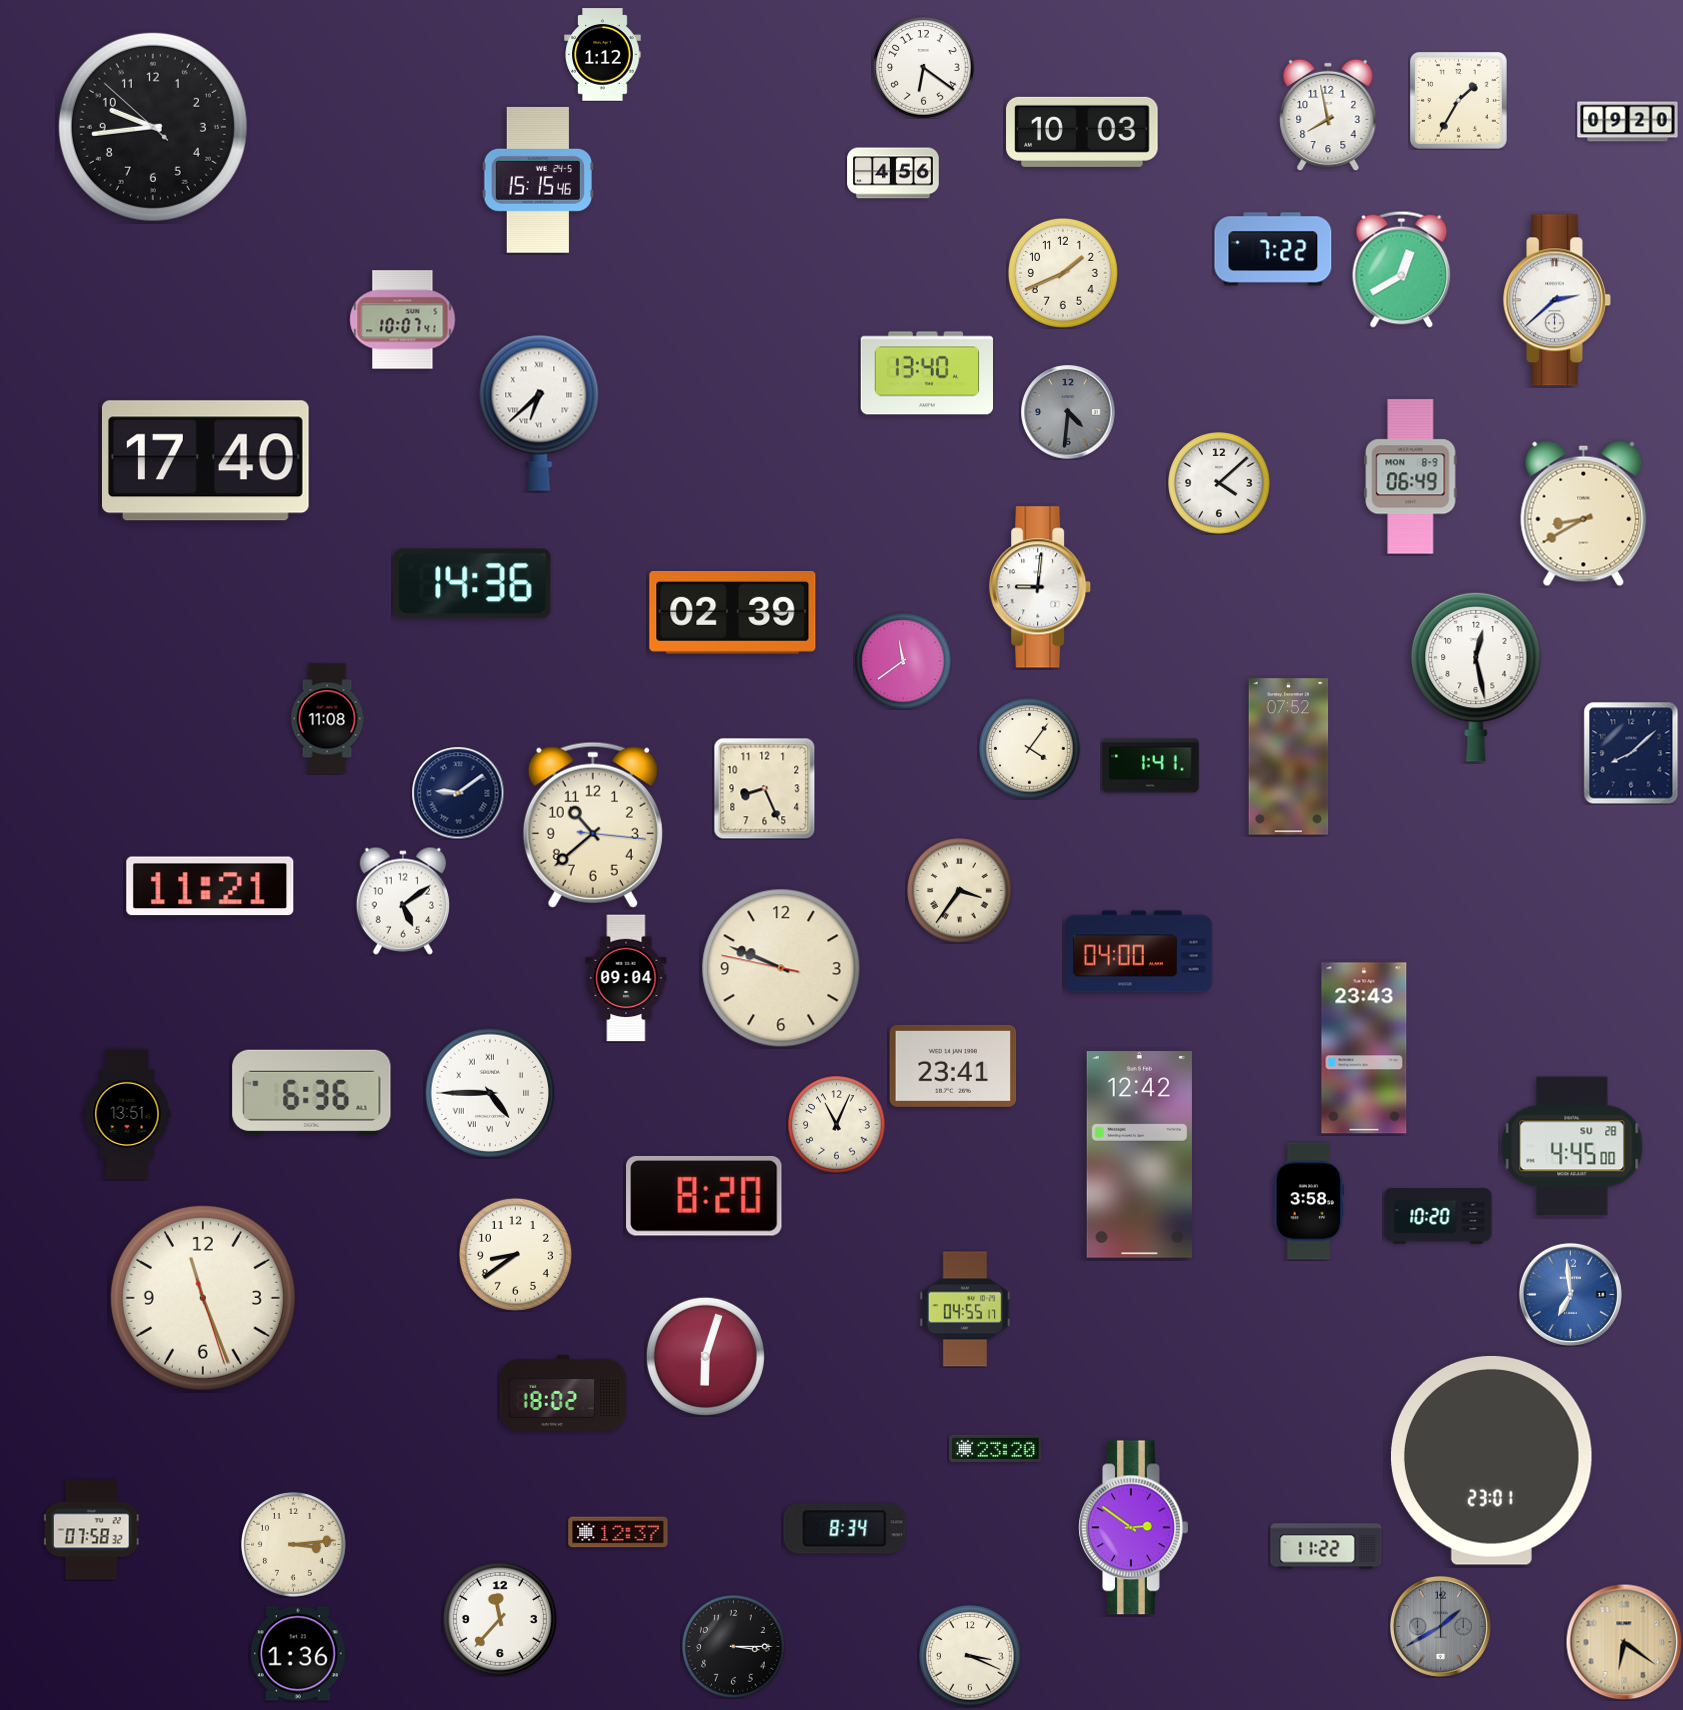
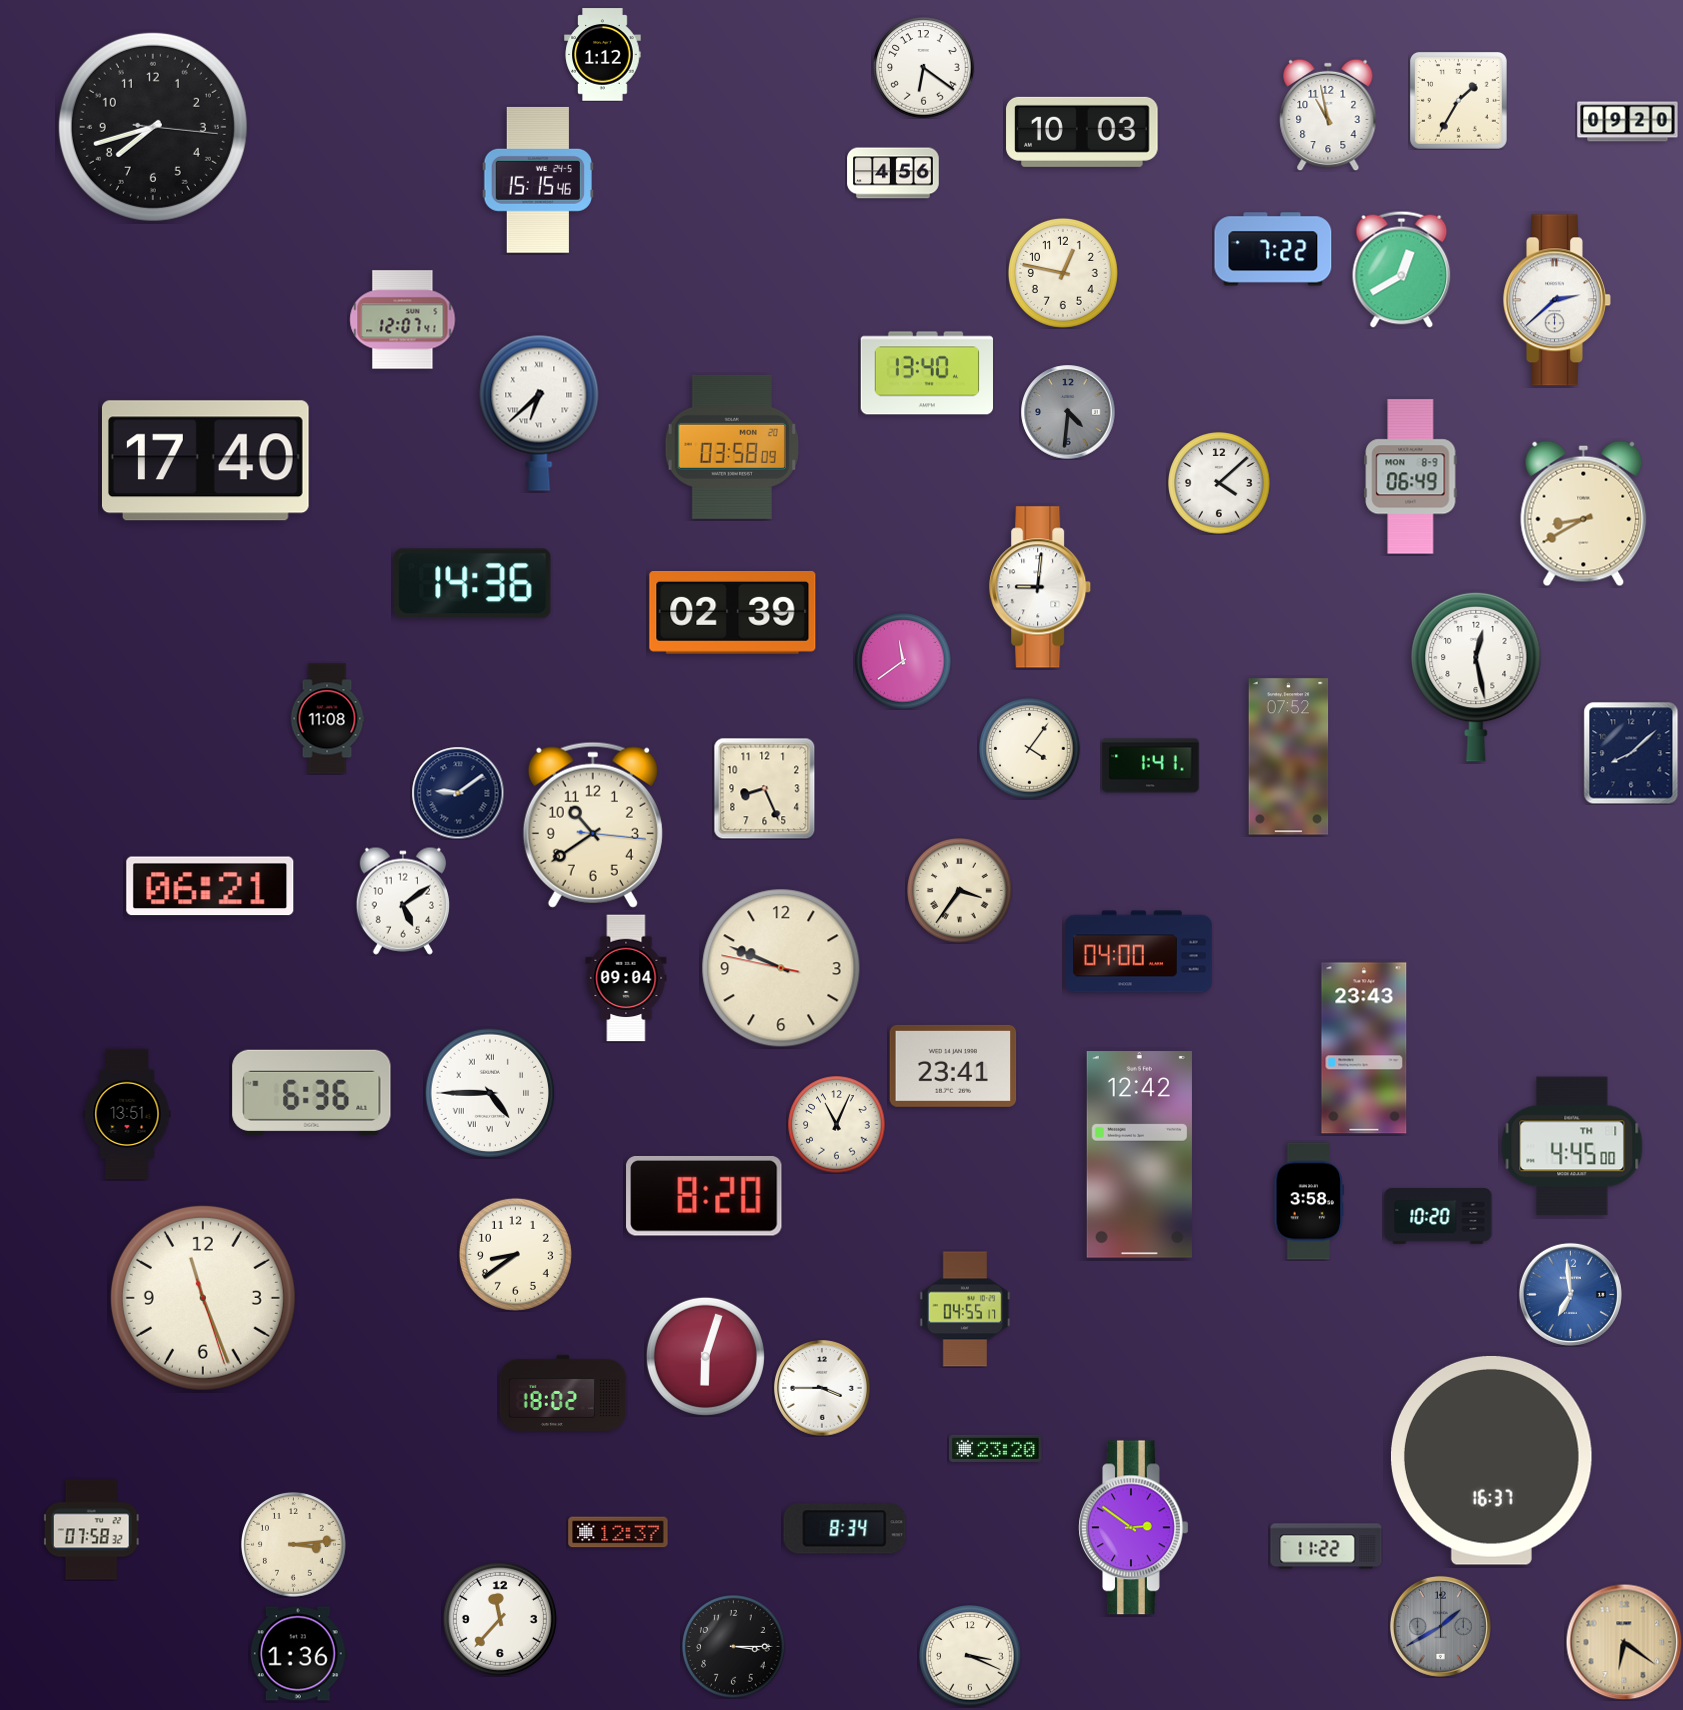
clock at (1328, 115): 7:58 -> 10:58
clock at (153, 127): 9:43 -> 7:42
clock at (1063, 273): 1:41 -> 12:47
clock at (403, 320): 10:07 -> 12:07
clock at (732, 447): none -> 03:58
clock at (593, 825): 10:38 -> 10:39
clock at (210, 886): 11:21 -> 06:21
clock at (1572, 1146) date: SU 28 -> TH 1
clock at (822, 1388): none -> 3:45
clock at (1491, 1460): 23:01 -> 16:37
